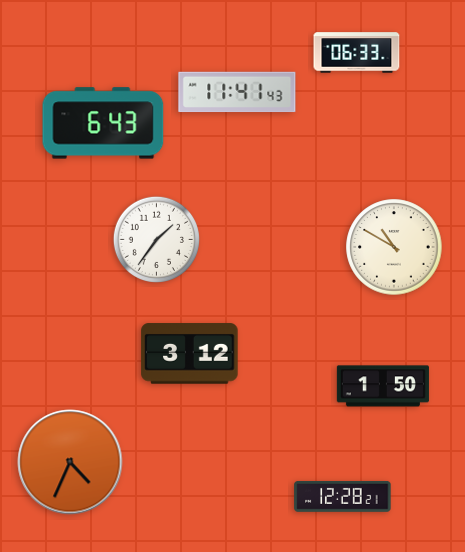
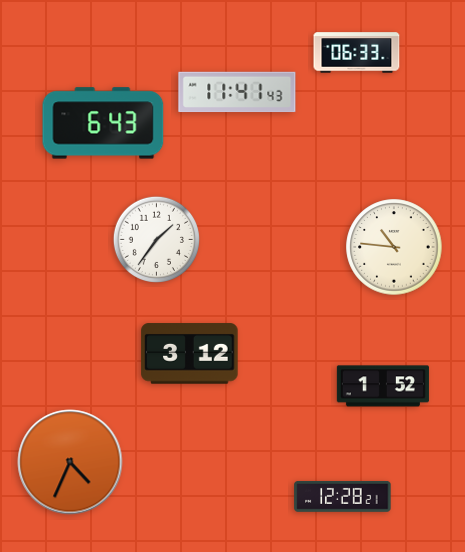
clock at (394, 247): 10:50 -> 10:46
clock at (383, 386): 1:50 -> 1:52
